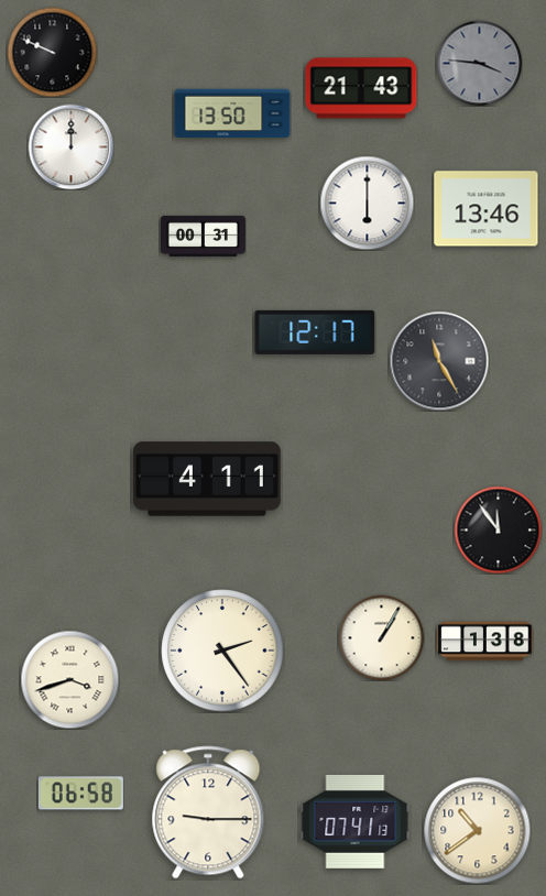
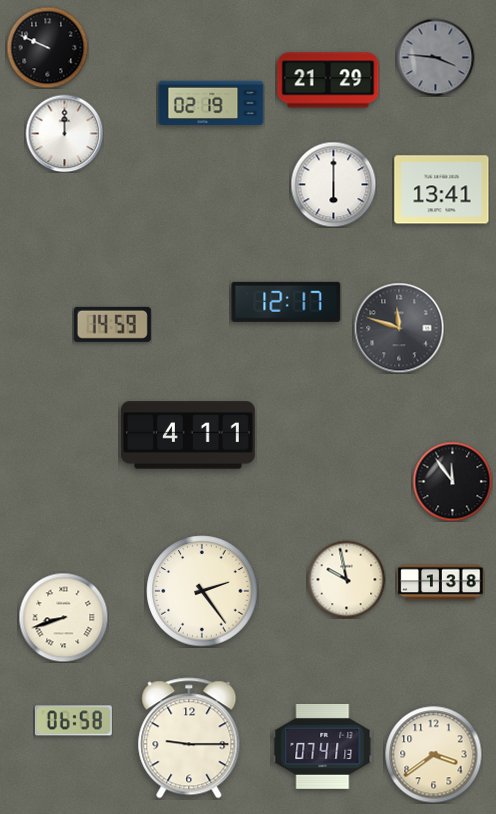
clock at (361, 88): 21:43 -> 21:29
clock at (232, 113): 13:50 -> 02:19
clock at (487, 209): 13:46 -> 13:41
clock at (203, 236): 00:31 -> none
clock at (112, 324): none -> 14:59
clock at (439, 361): 11:25 -> 11:48
clock at (381, 637): 1:05 -> 9:58
clock at (69, 679): 3:42 -> 8:42
clock at (477, 830): 10:39 -> 3:39
